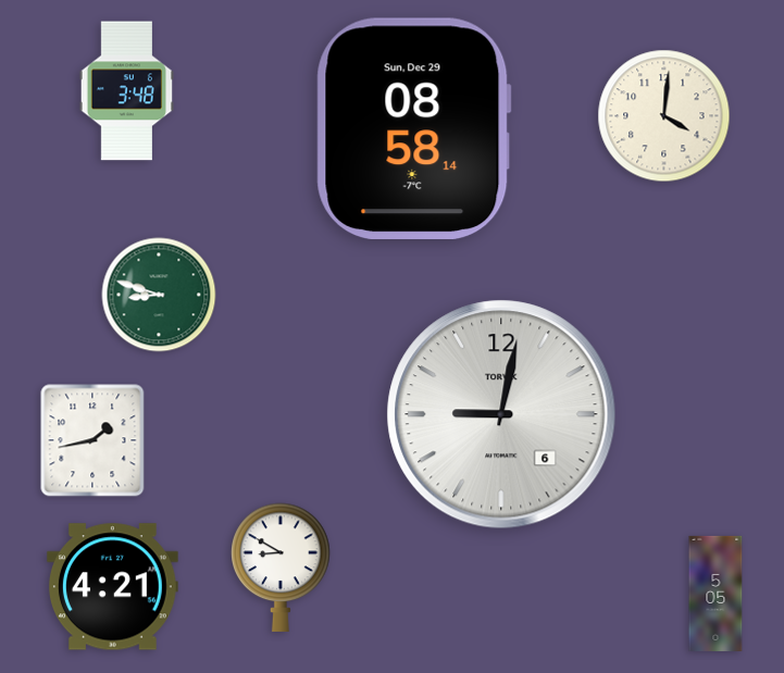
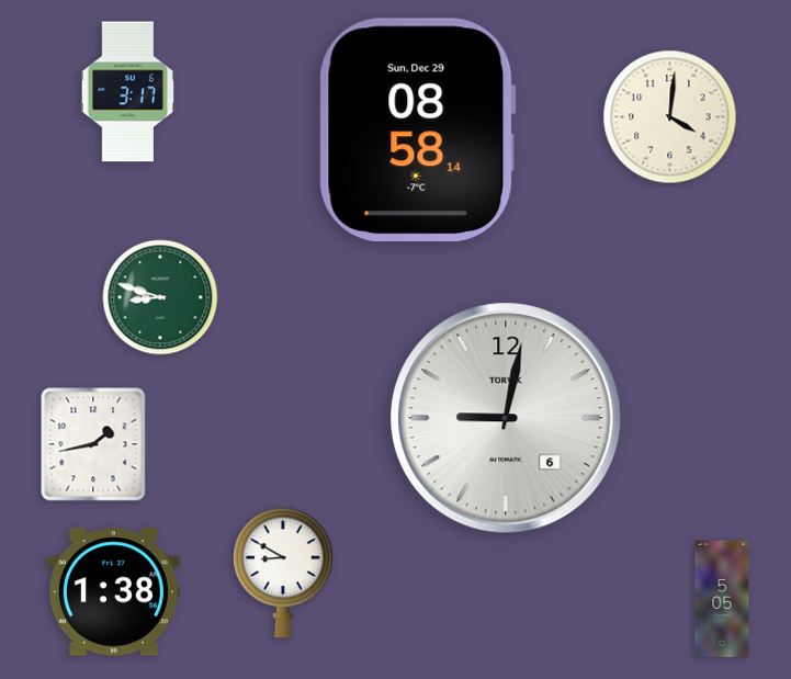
clock at (126, 91): 3:48 -> 3:17
clock at (112, 587): 4:21 -> 1:38
